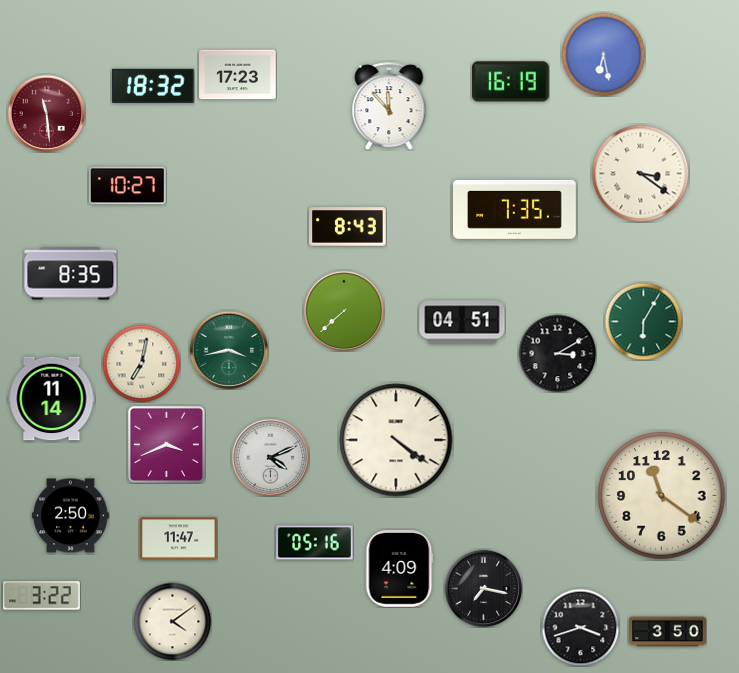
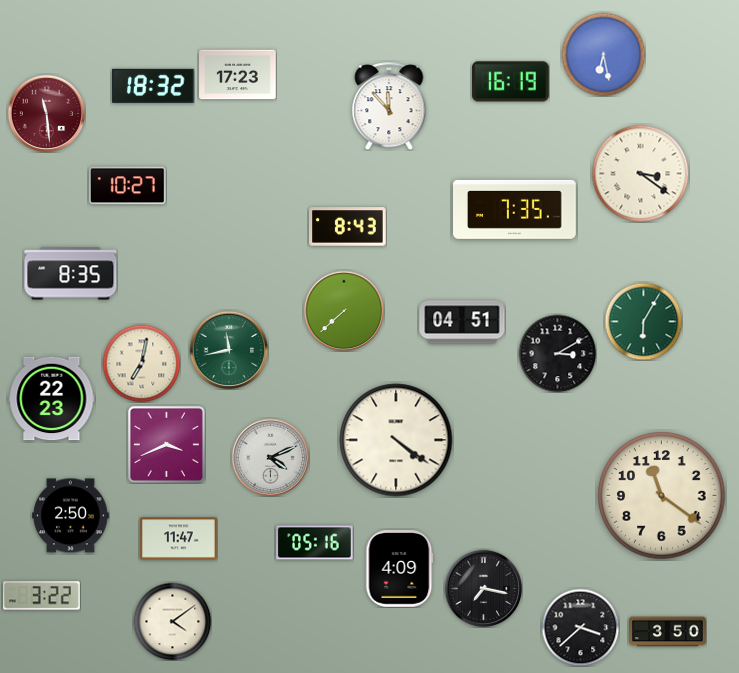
clock at (229, 350): 3:43 -> 11:43
clock at (52, 399): 11:14 -> 22:23
clock at (580, 627): 3:42 -> 3:38
